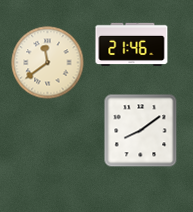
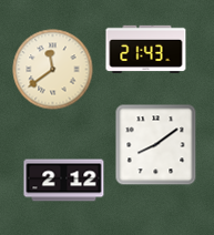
clock at (132, 44): 21:46 -> 21:43
clock at (64, 181): none -> 2:12
